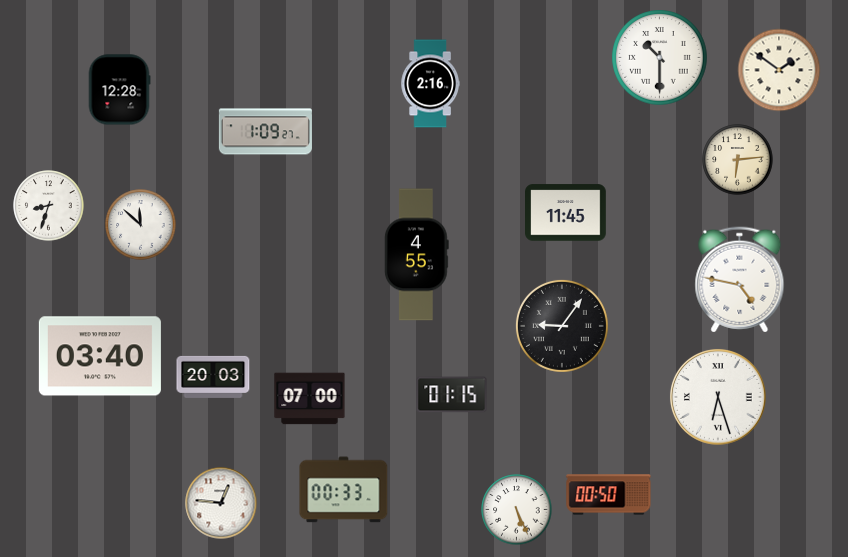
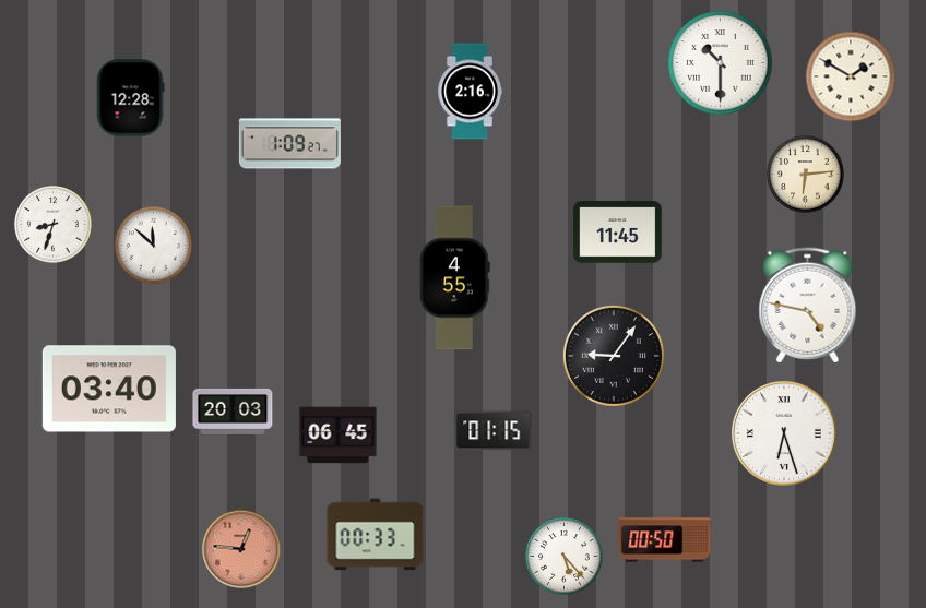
clock at (779, 70): 1:51 -> 1:50
clock at (310, 399): 07:00 -> 06:45
clock at (221, 503) dial: white -> salmon
clock at (517, 510): 5:26 -> 5:23
